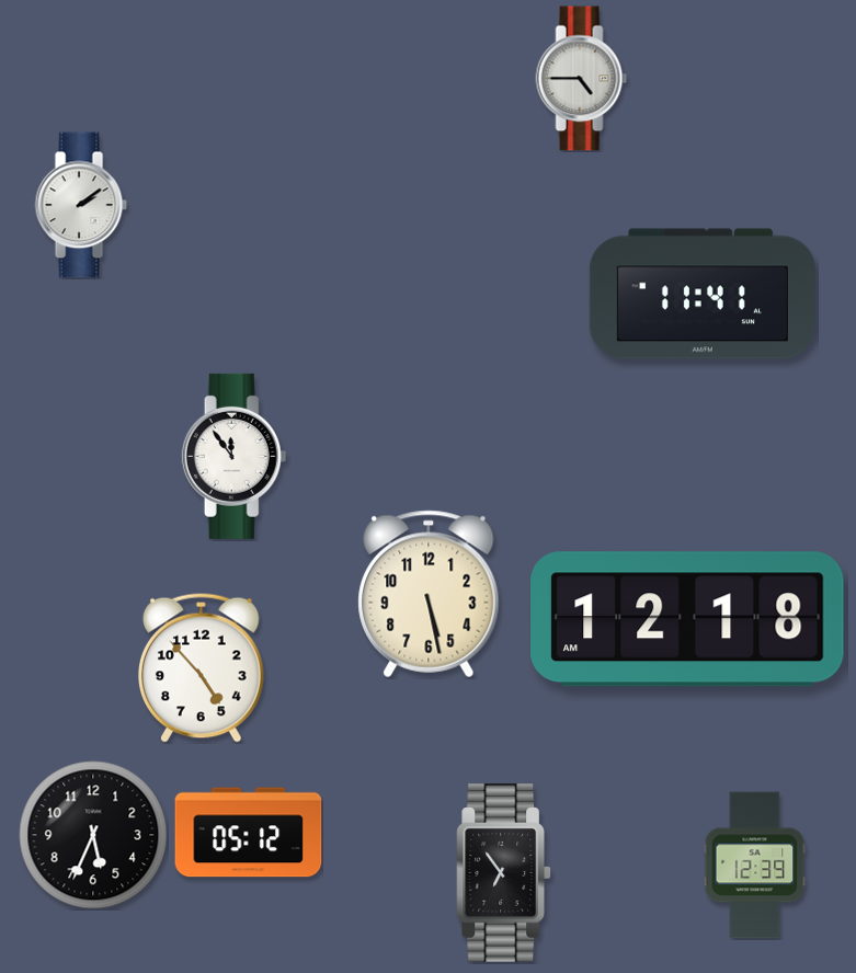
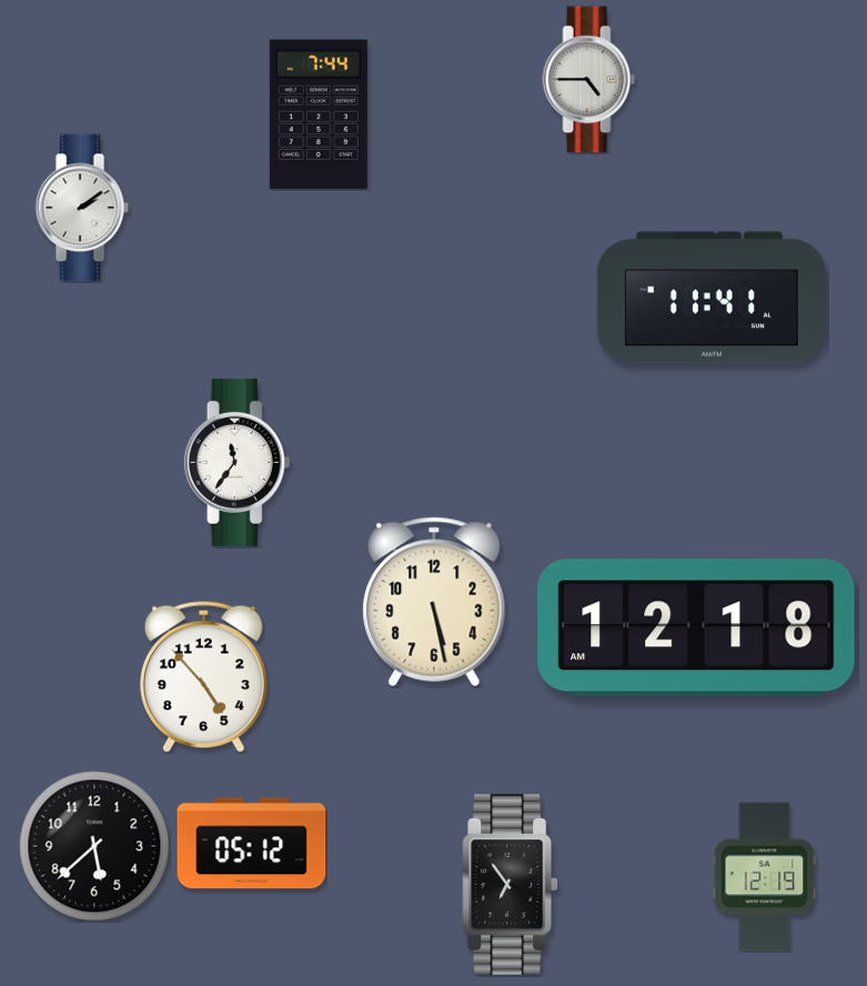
clock at (319, 114): none -> 7:44
clock at (235, 456): 11:54 -> 11:36
clock at (93, 835): 5:34 -> 5:38
clock at (755, 866): 12:39 -> 12:19
